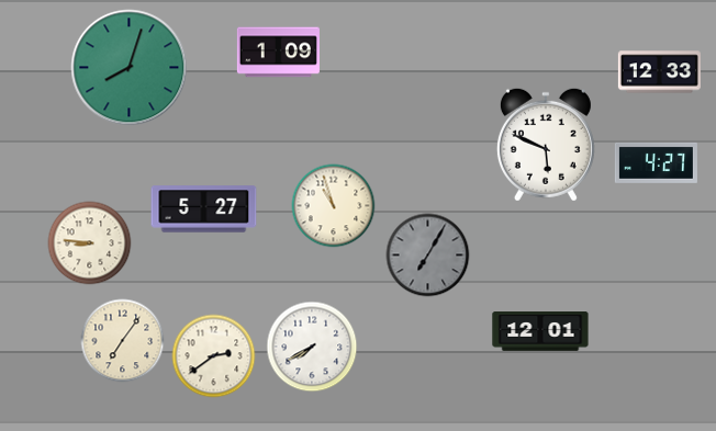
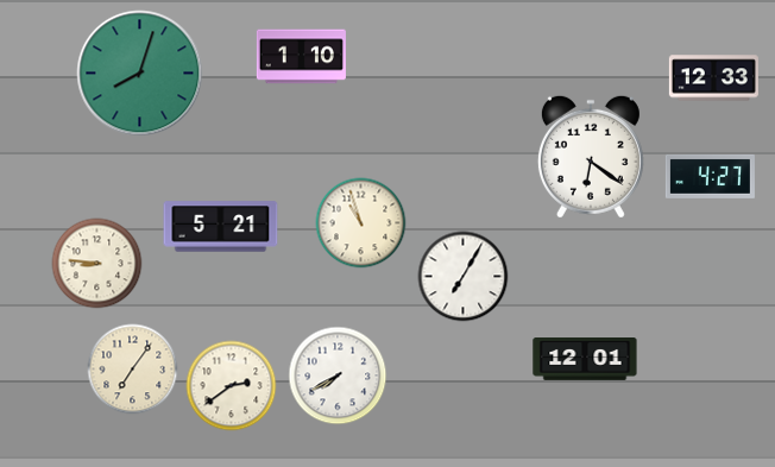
clock at (278, 53): 1:09 -> 1:10
clock at (546, 145): 5:49 -> 6:21
clock at (204, 209): 5:27 -> 5:21
clock at (428, 256) dial: grey -> white
